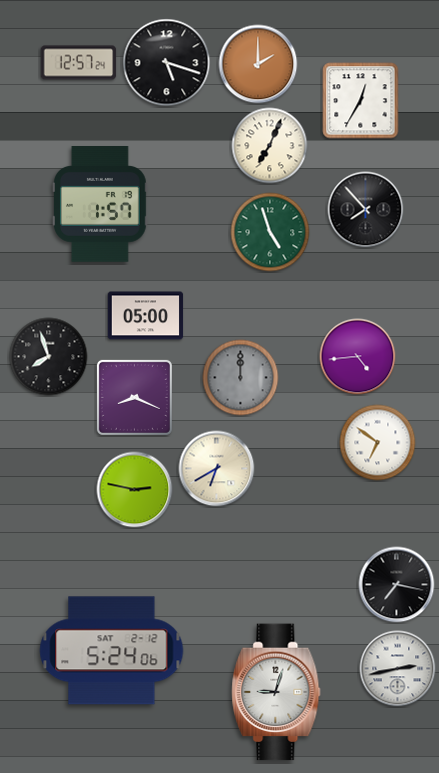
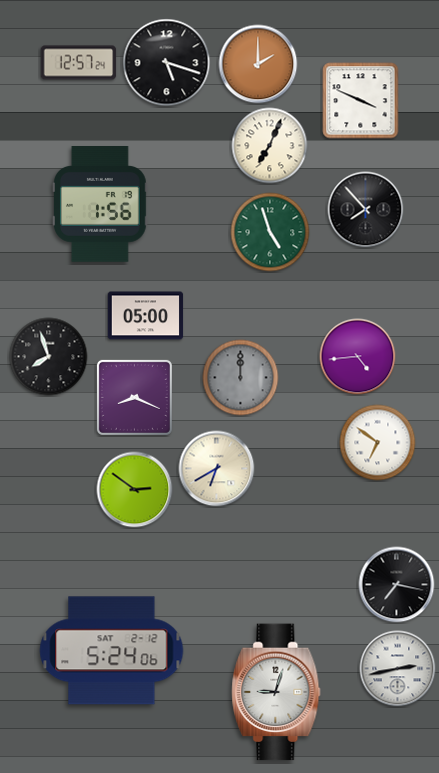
clock at (361, 101): 12:35 -> 3:49
clock at (101, 205): 1:57 -> 1:56
clock at (135, 490): 2:47 -> 2:51
